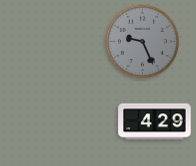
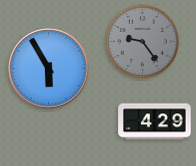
clock at (142, 41): 9:26 -> 9:24
clock at (49, 69): none -> 5:55
